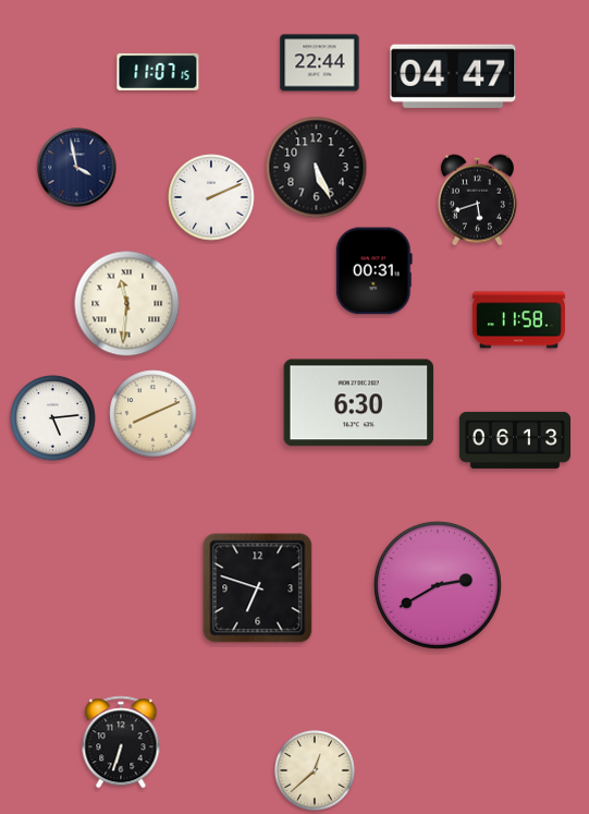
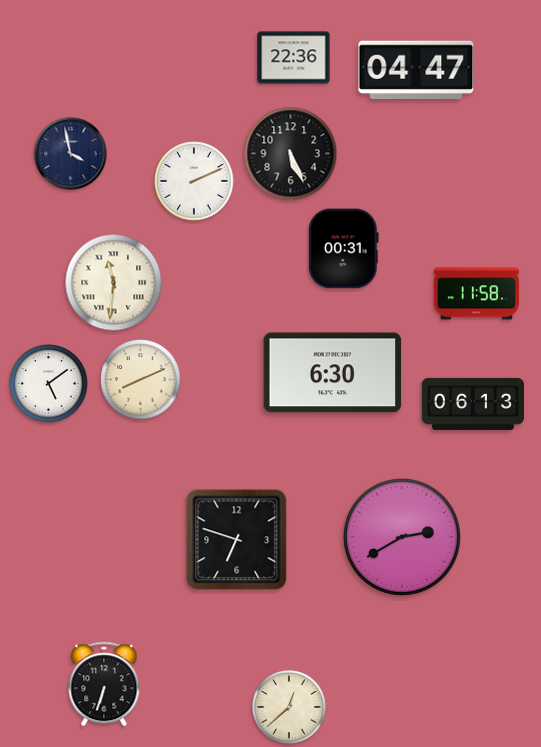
clock at (320, 63): 22:44 -> 22:36
clock at (158, 72): 11:07 -> none
clock at (477, 201): 5:42 -> none
clock at (127, 304) position: (127, 304) -> (114, 283)
clock at (359, 403) position: (359, 403) -> (333, 373)
clock at (53, 418): 5:14 -> 5:09
clock at (121, 742) position: (121, 742) -> (104, 684)
